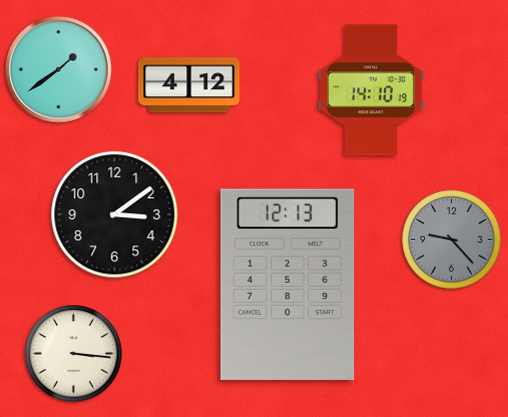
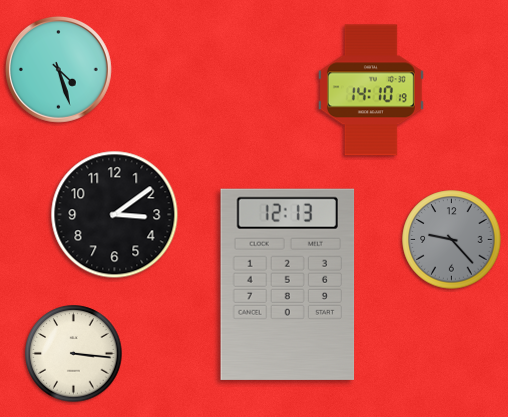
clock at (58, 69): 1:39 -> 4:27
clock at (189, 85): 4:12 -> none
